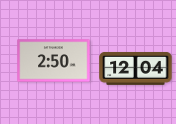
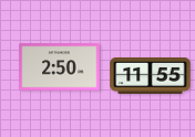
clock at (136, 68): 12:04 -> 11:55
